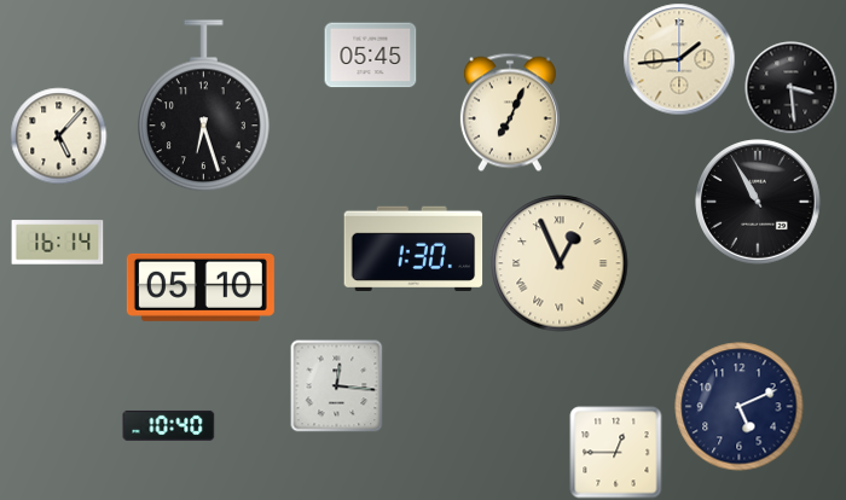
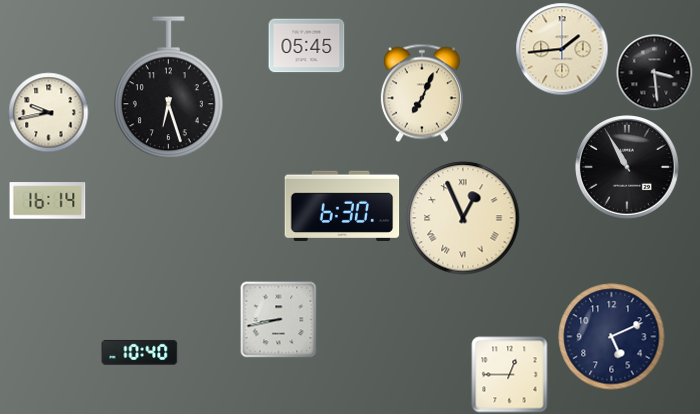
clock at (59, 136): 5:07 -> 9:43
clock at (413, 248): 1:30 -> 6:30
clock at (201, 287): 05:10 -> none
clock at (337, 386): 12:16 -> 8:43
